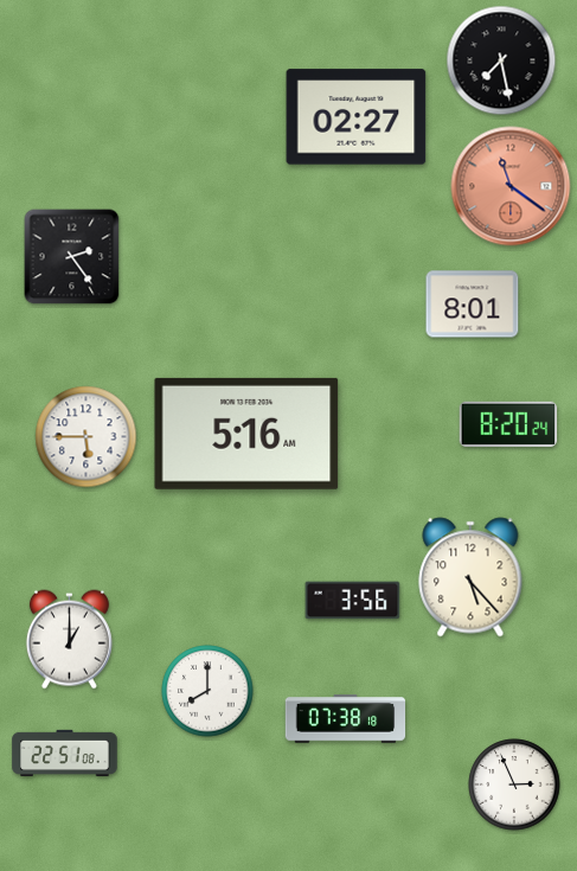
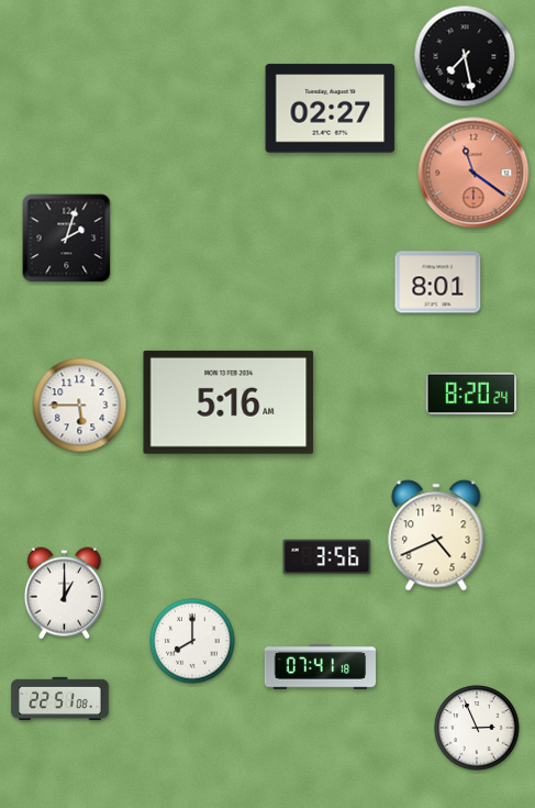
clock at (72, 257): 2:24 -> 2:03
clock at (470, 577): 5:23 -> 4:41
clock at (346, 719): 07:38 -> 07:41
